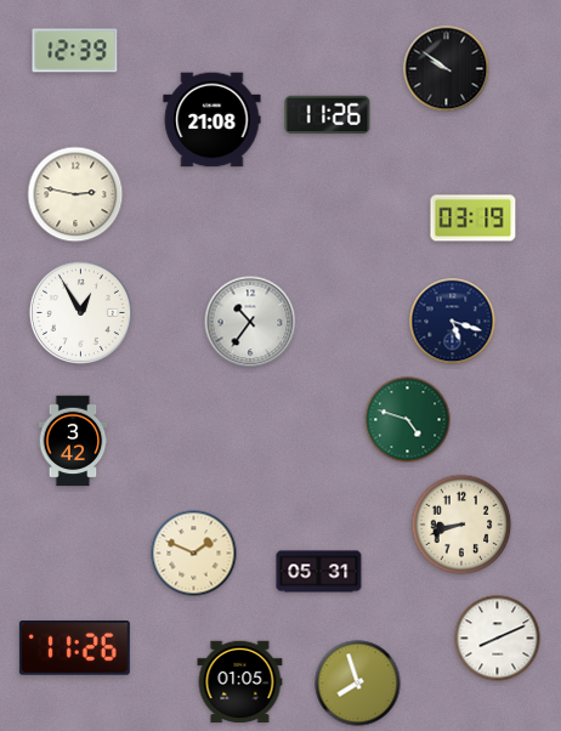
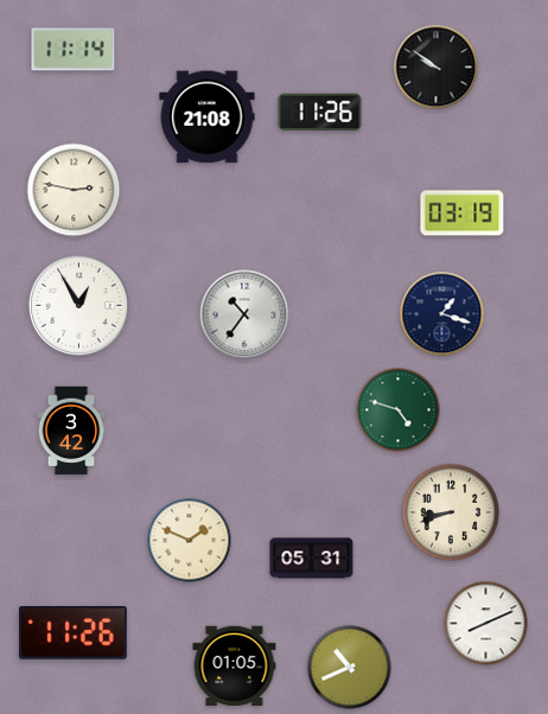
clock at (75, 51): 12:39 -> 11:14
clock at (453, 322): 5:18 -> 1:18
clock at (358, 684): 7:57 -> 10:41
